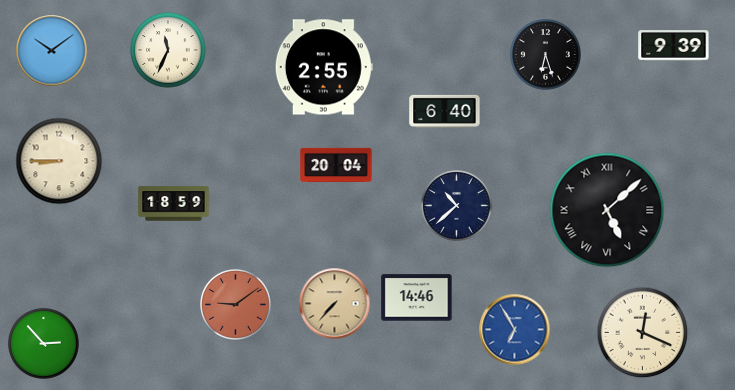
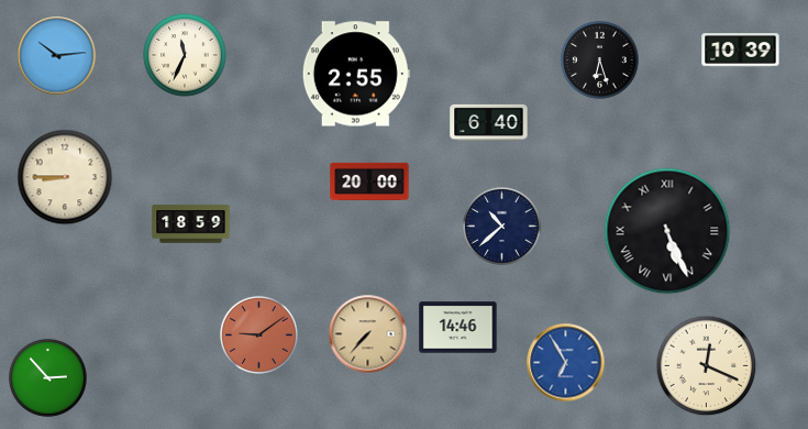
clock at (674, 46): 9:39 -> 10:39
clock at (52, 51): 10:09 -> 10:14
clock at (336, 165): 20:04 -> 20:00
clock at (607, 210): 5:08 -> 5:26
